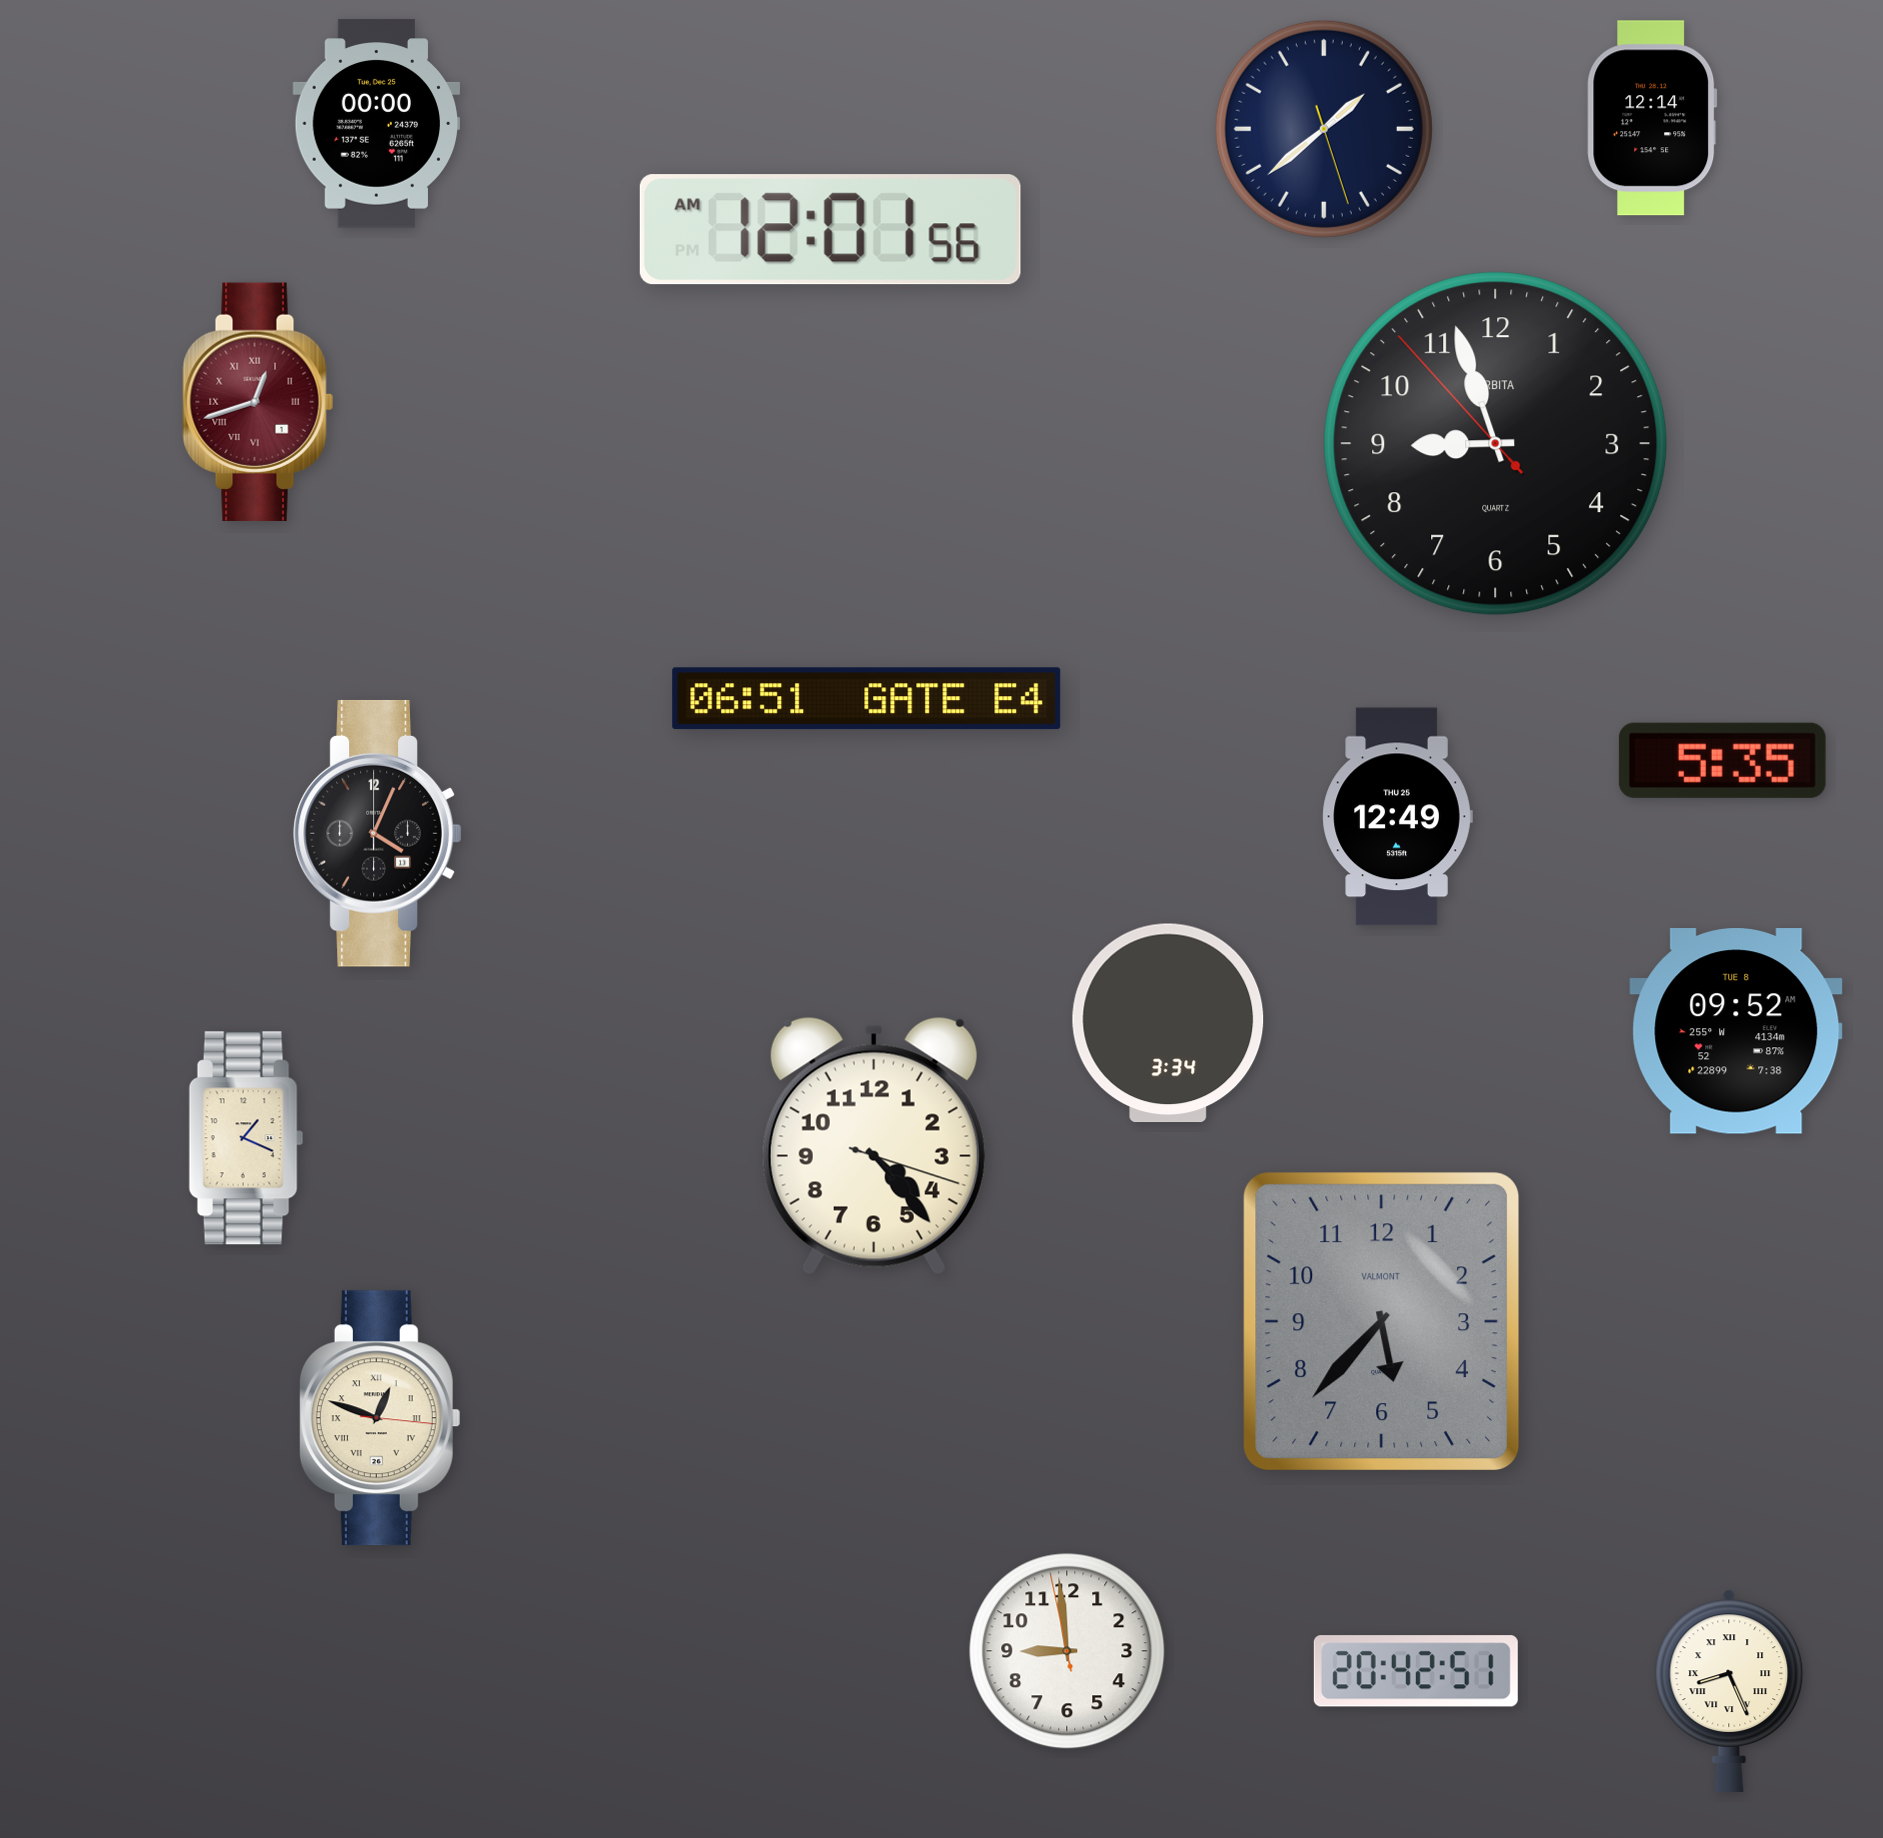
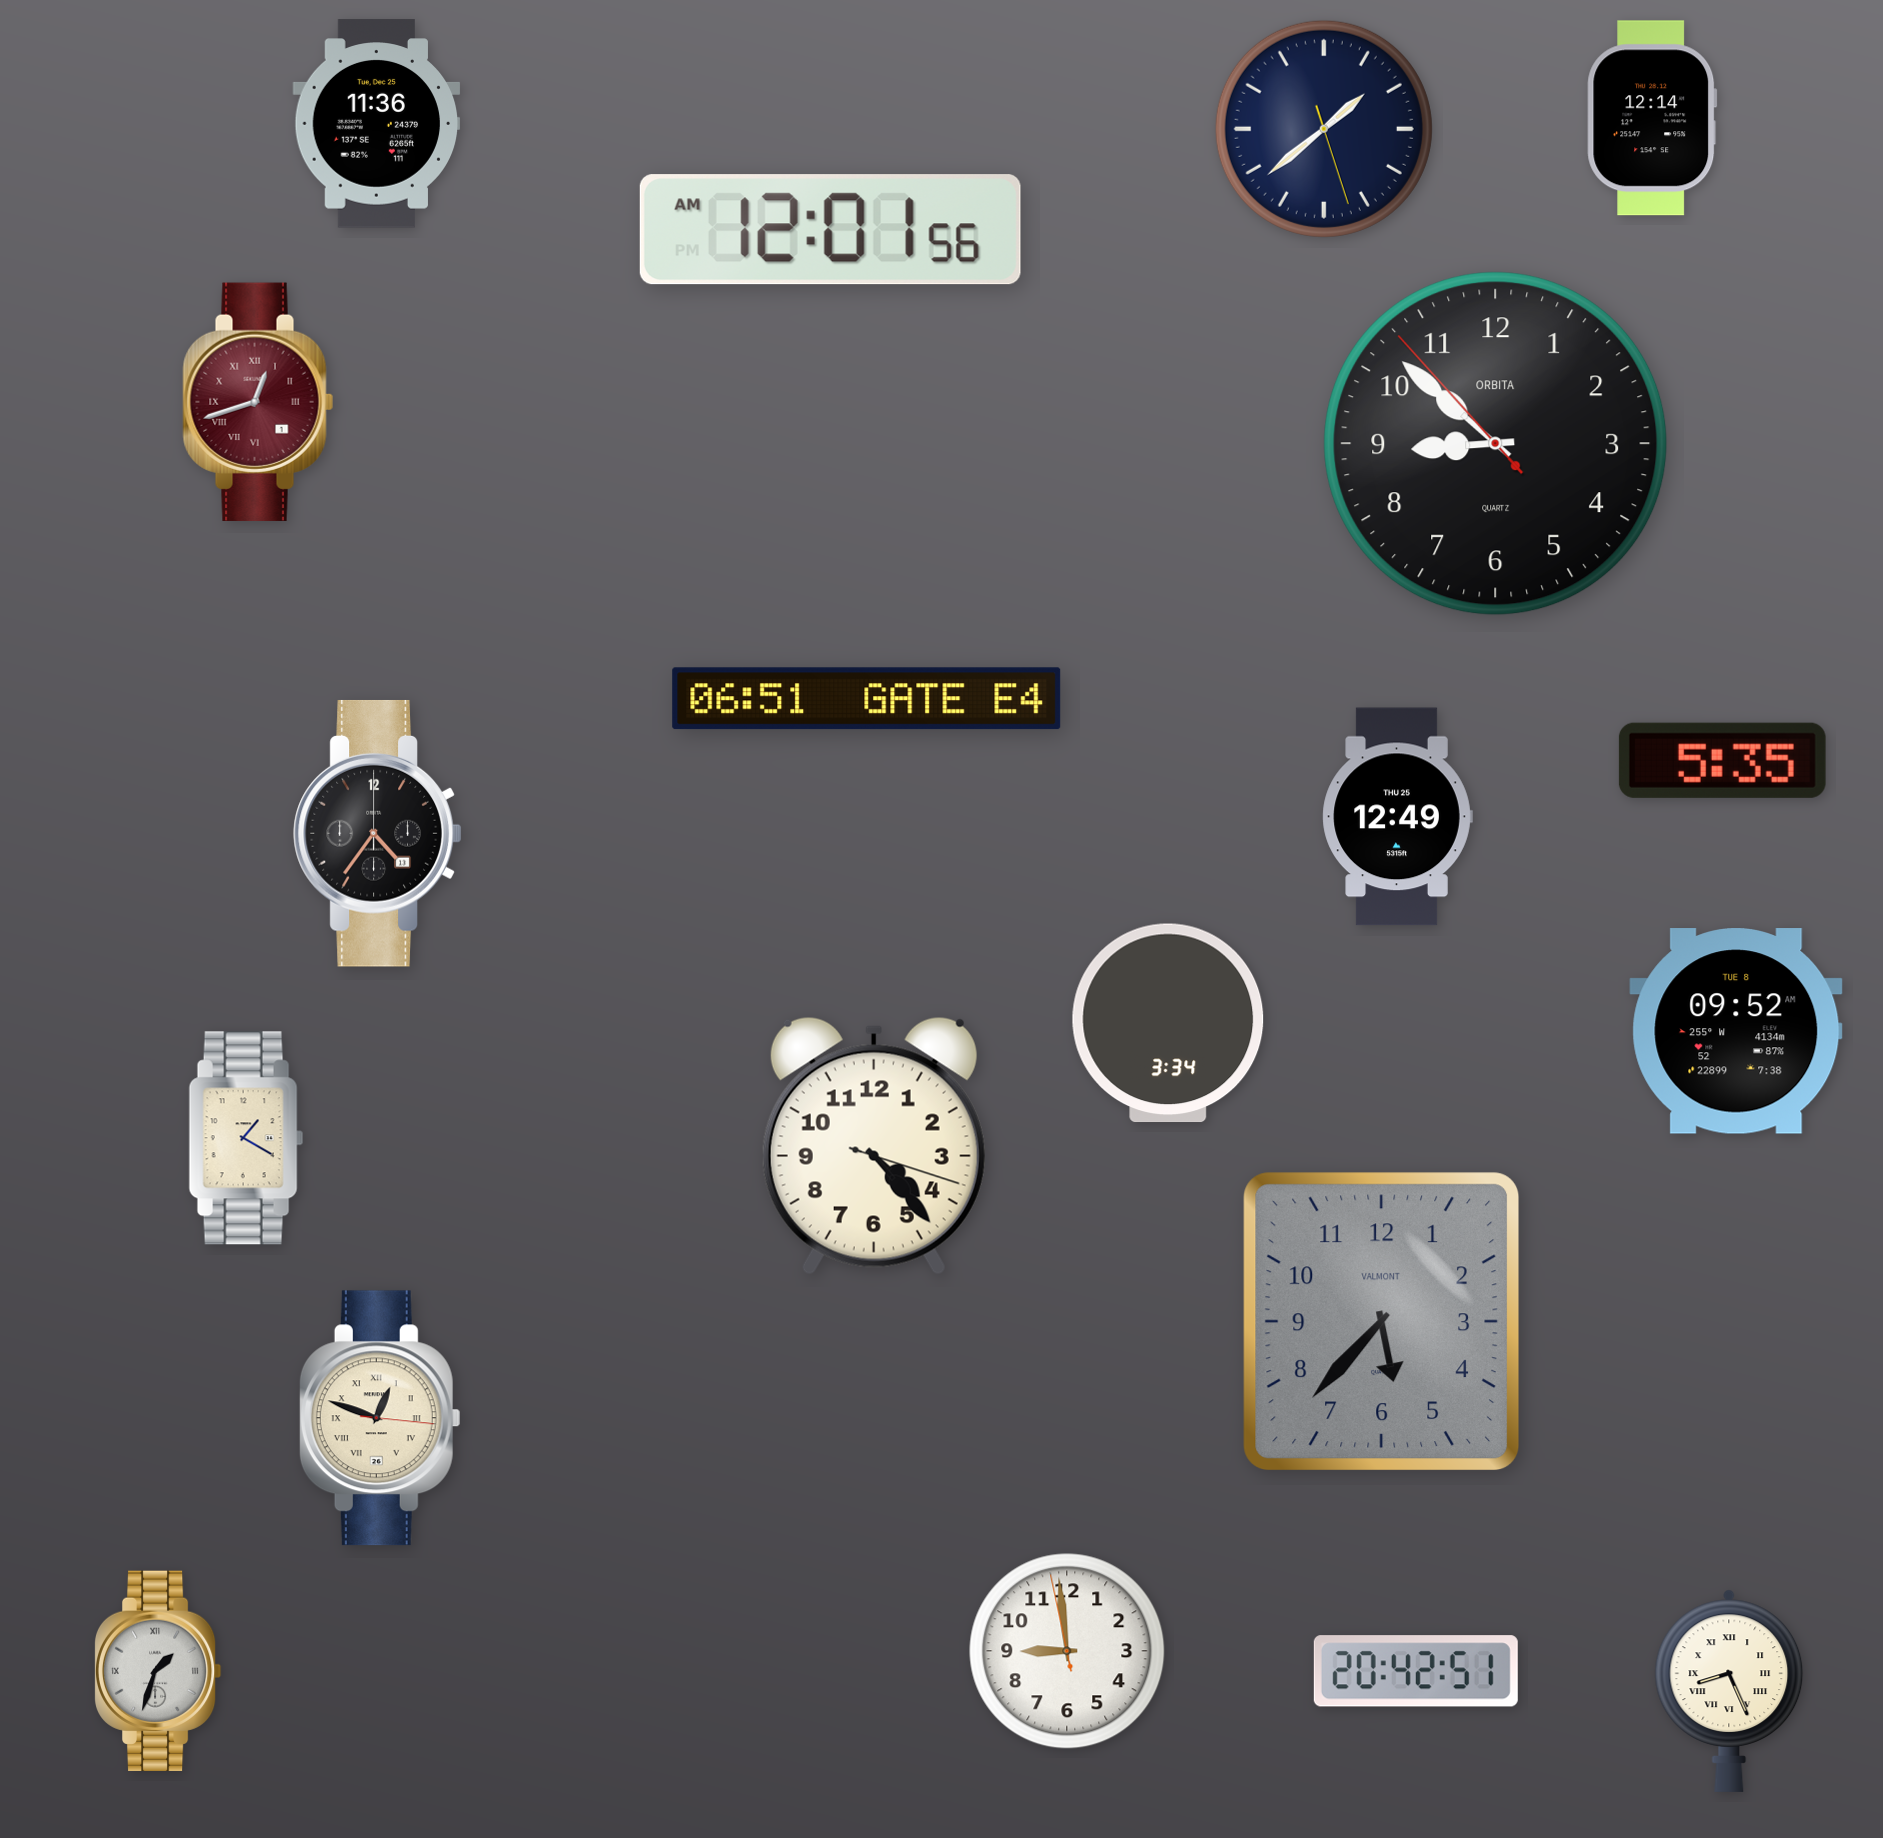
clock at (377, 124): 00:00 -> 11:36
clock at (1496, 444): 8:56 -> 8:51
clock at (378, 833): 4:04 -> 4:36
clock at (246, 1138): 1:19 -> 1:20
clock at (158, 1671): none -> 1:33
